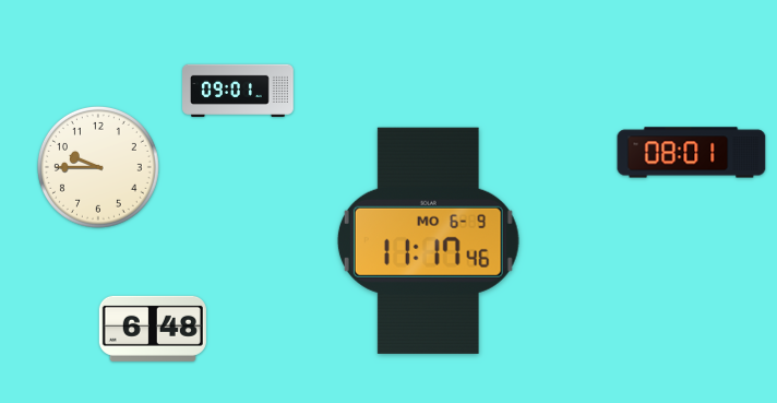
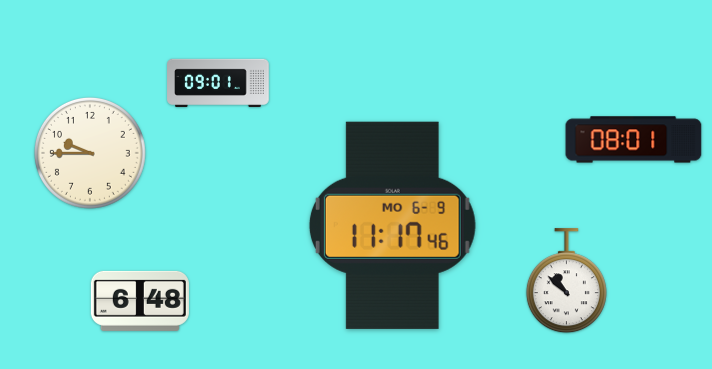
clock at (428, 240) position: (428, 240) -> (392, 225)
clock at (566, 281): none -> 10:52
